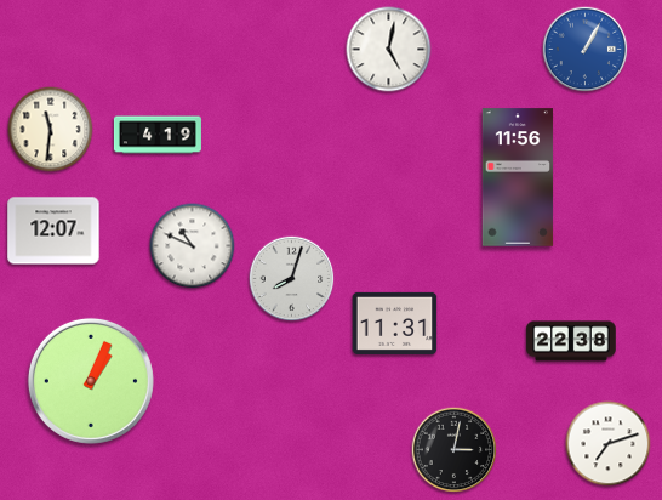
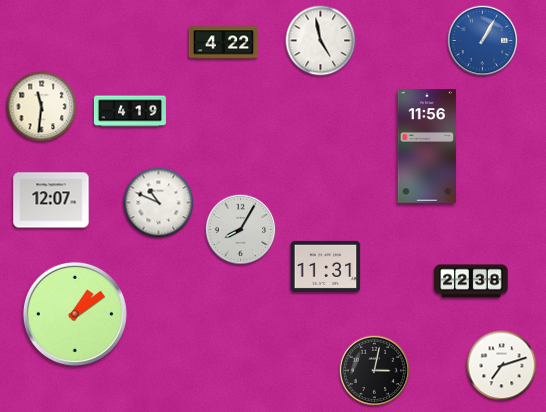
clock at (389, 50): 5:02 -> 4:58
clock at (224, 43): none -> 4:22
clock at (53, 231) position: (53, 231) -> (51, 200)
clock at (292, 279): 8:03 -> 8:05
clock at (91, 381): 1:04 -> 1:09
